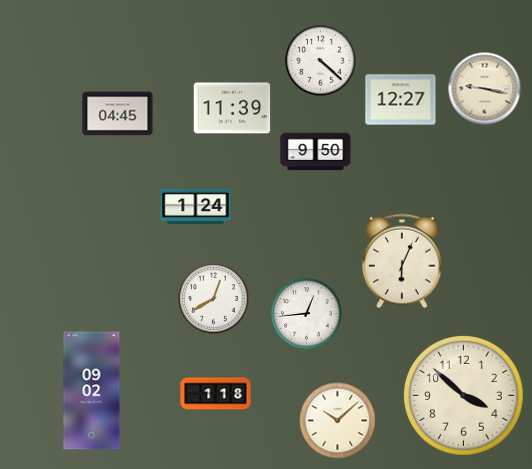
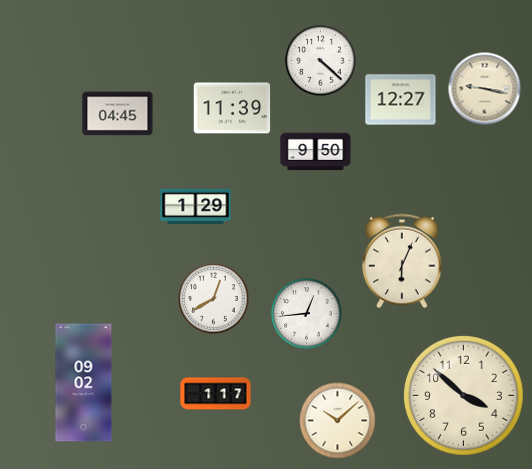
clock at (196, 207): 1:24 -> 1:29
clock at (92, 391) position: (92, 391) -> (84, 383)
clock at (216, 394): 1:18 -> 1:17
